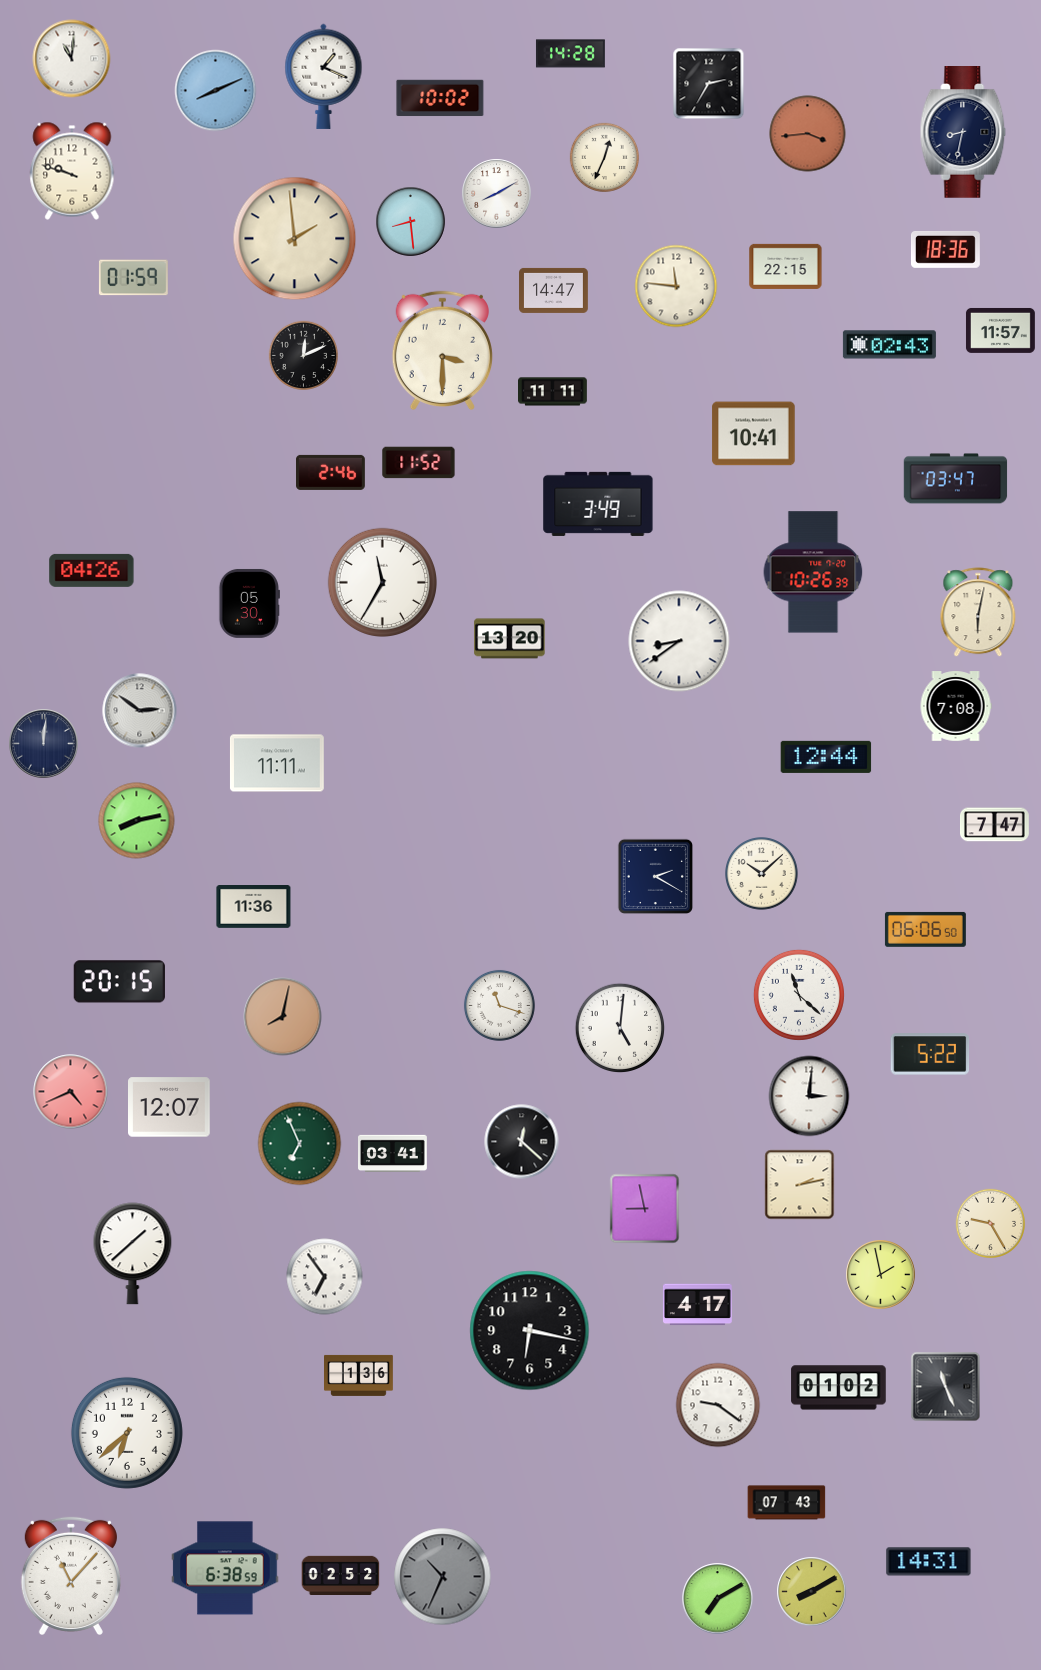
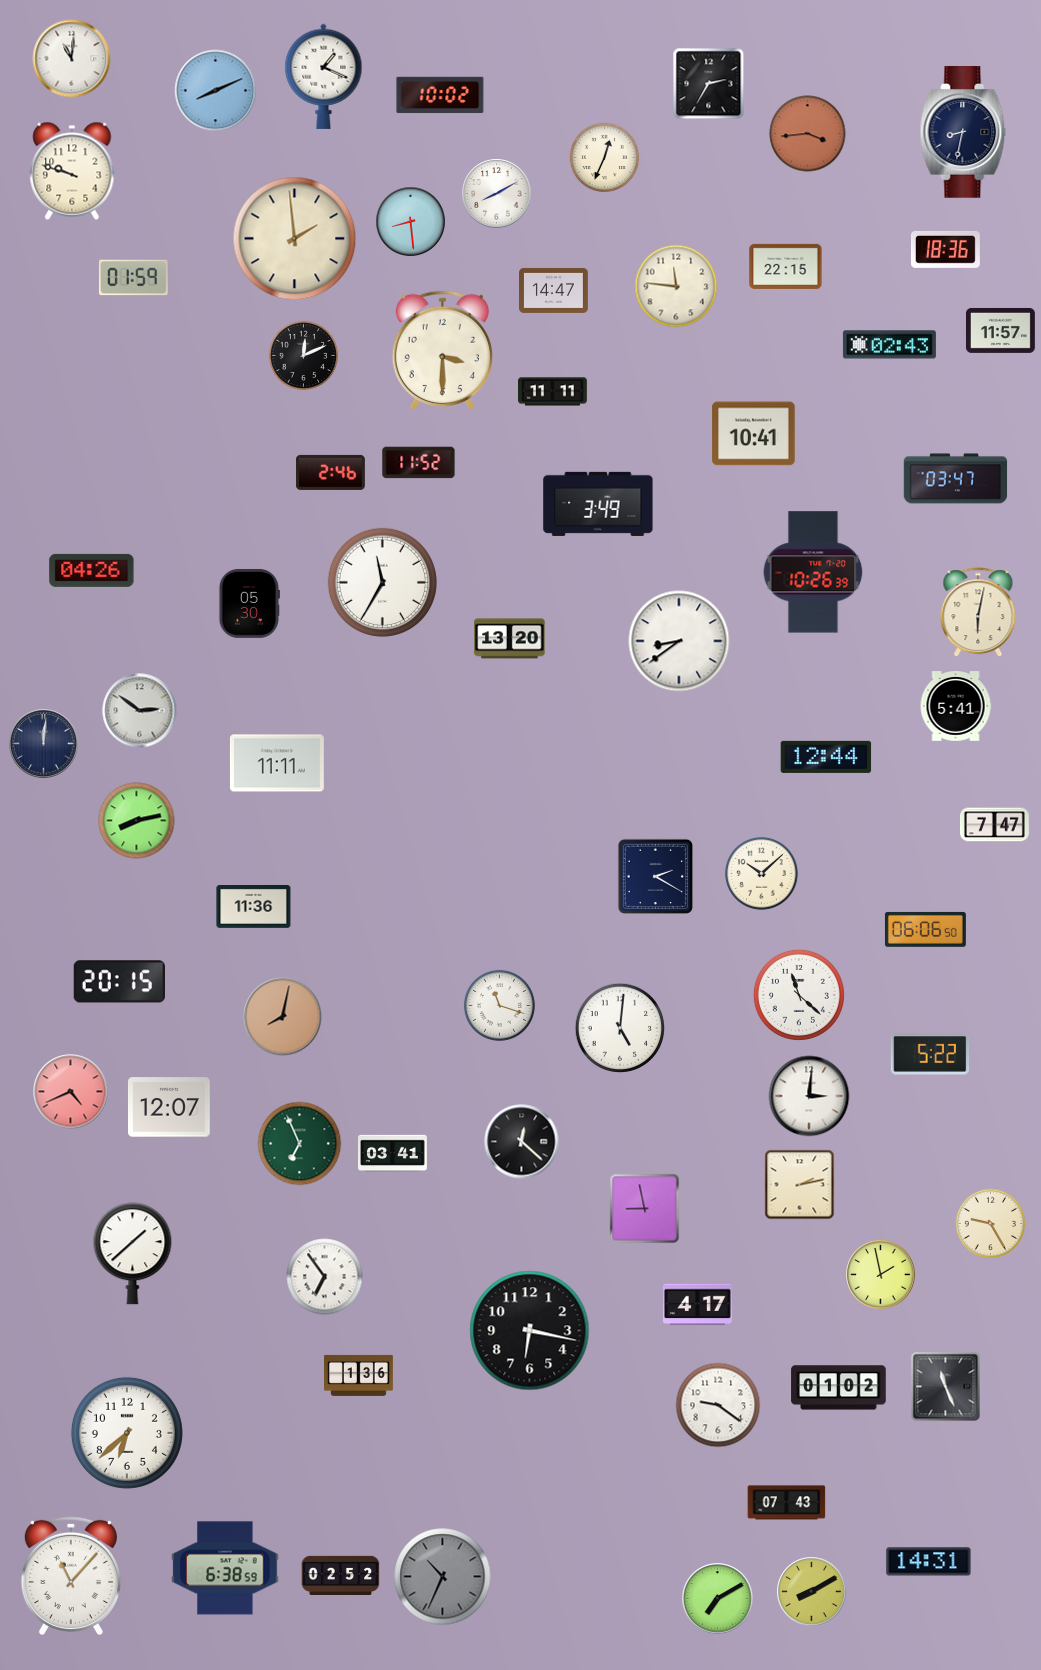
clock at (570, 54): 14:28 -> none
clock at (440, 98) position: (440, 98) -> (440, 95)
clock at (956, 706): 7:08 -> 5:41
